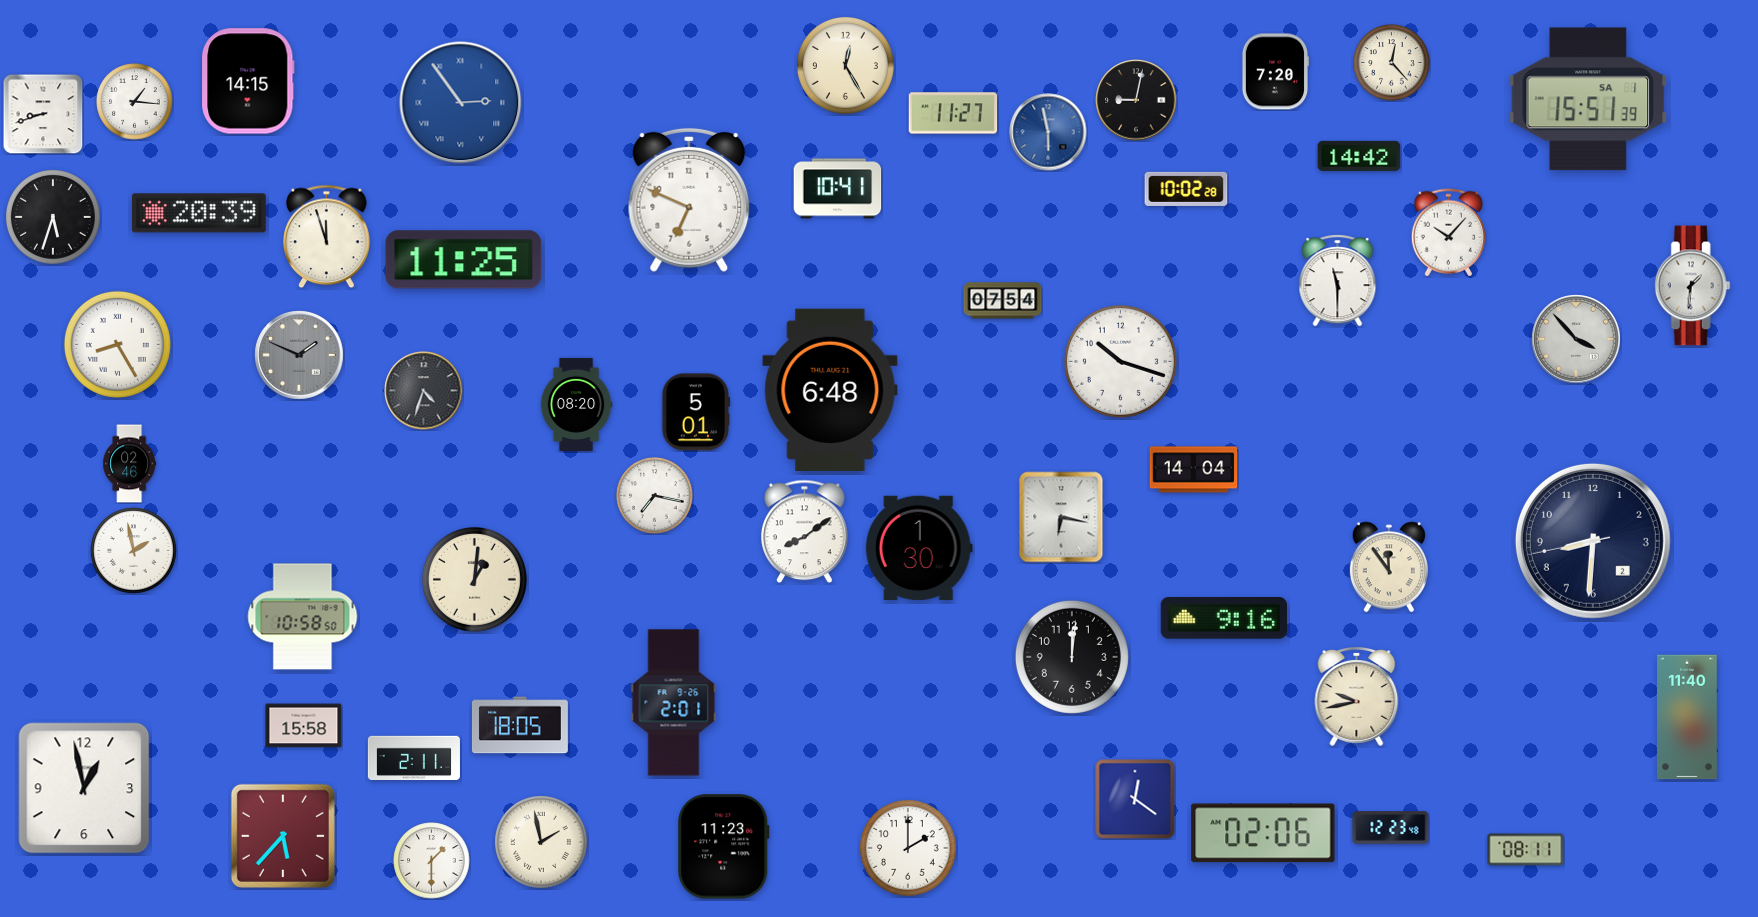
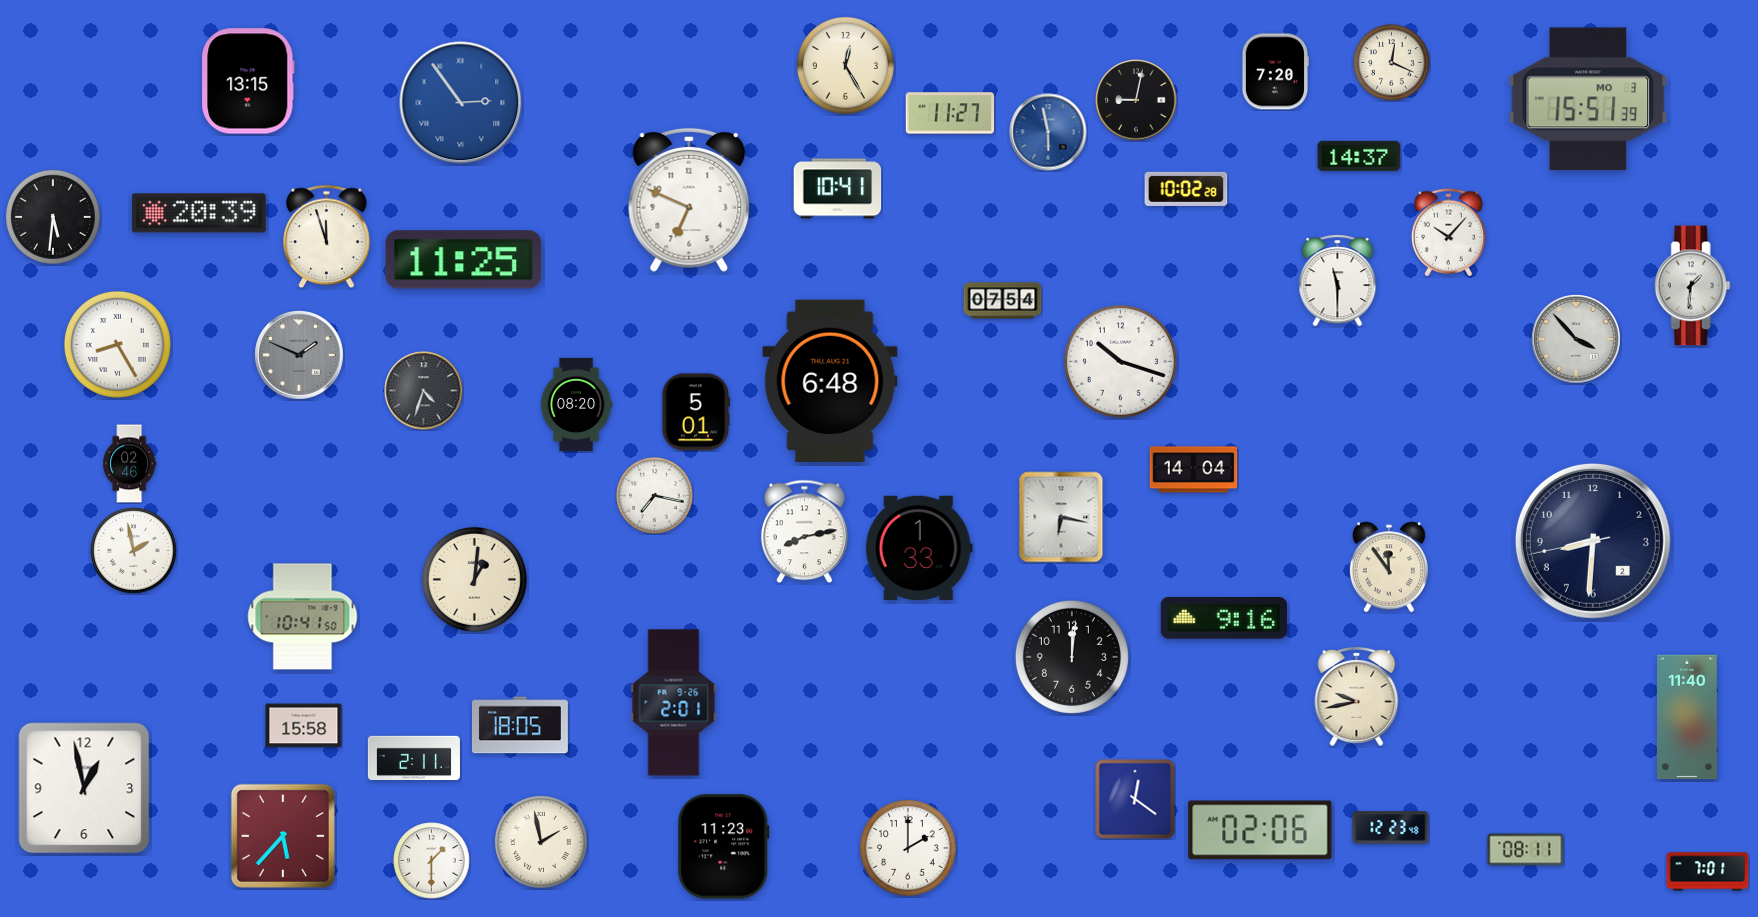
clock at (1392, 63): 12:23 -> 12:19
clock at (248, 81): 14:15 -> 13:15
clock at (1588, 99) date: SA 1 -> MO 3
clock at (135, 102): 1:16 -> none
clock at (953, 113) position: (953, 113) -> (950, 113)
clock at (43, 114): 8:42 -> none
clock at (1359, 156): 14:42 -> 14:37
clock at (54, 218): 5:33 -> 5:31
clock at (830, 389) position: (830, 389) -> (830, 380)
clock at (805, 532): 8:09 -> 8:13
clock at (919, 548): 1:30 -> 1:33
clock at (303, 617): 10:58 -> 10:41
clock at (1263, 833) position: (1263, 833) -> (1260, 830)
clock at (1708, 872): none -> 7:01
